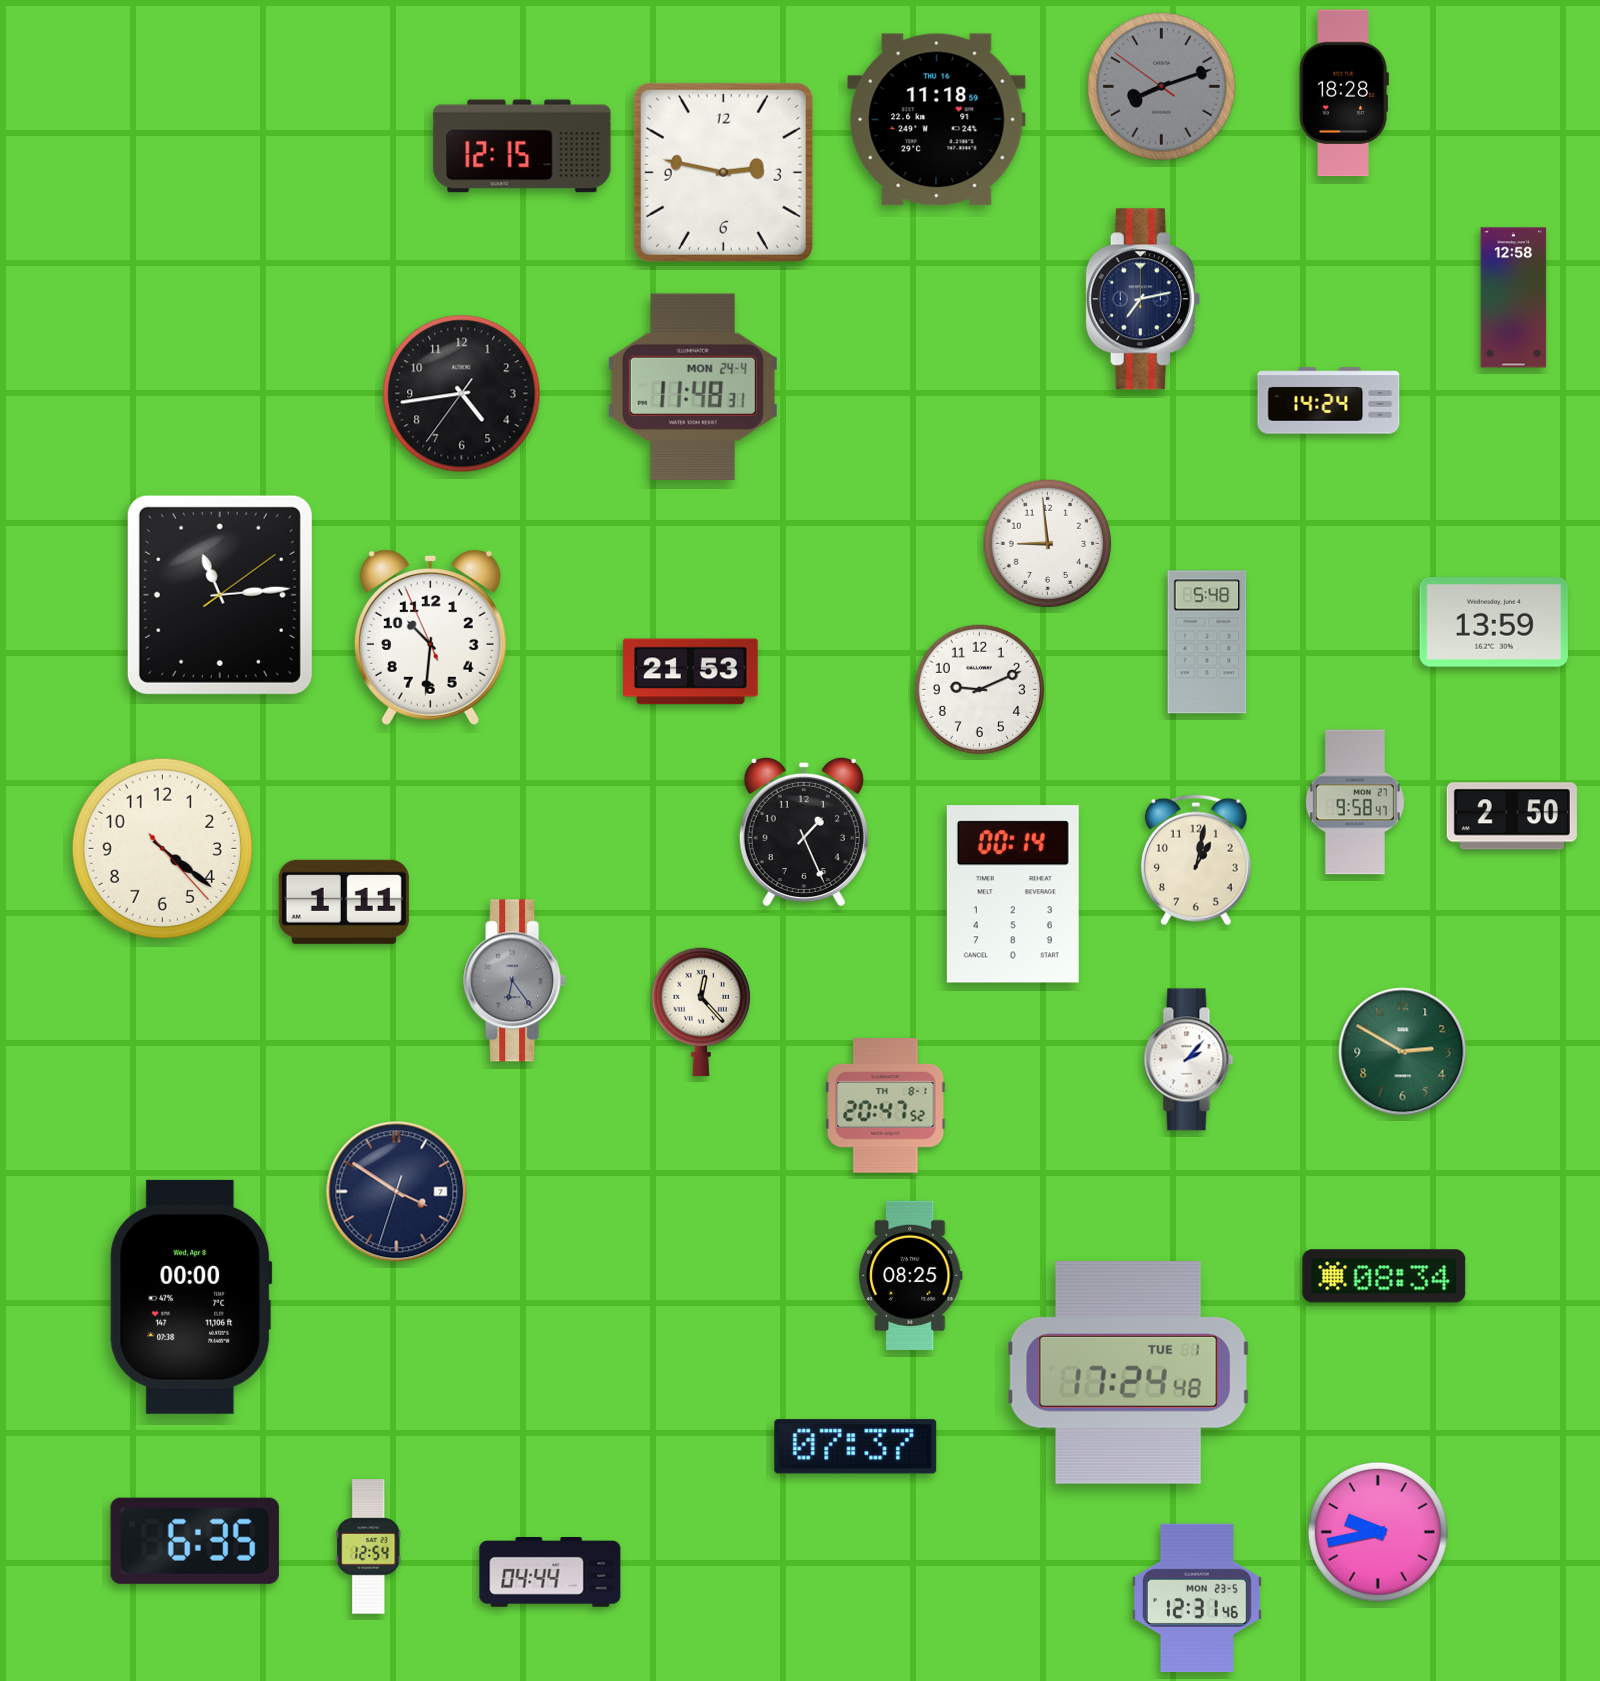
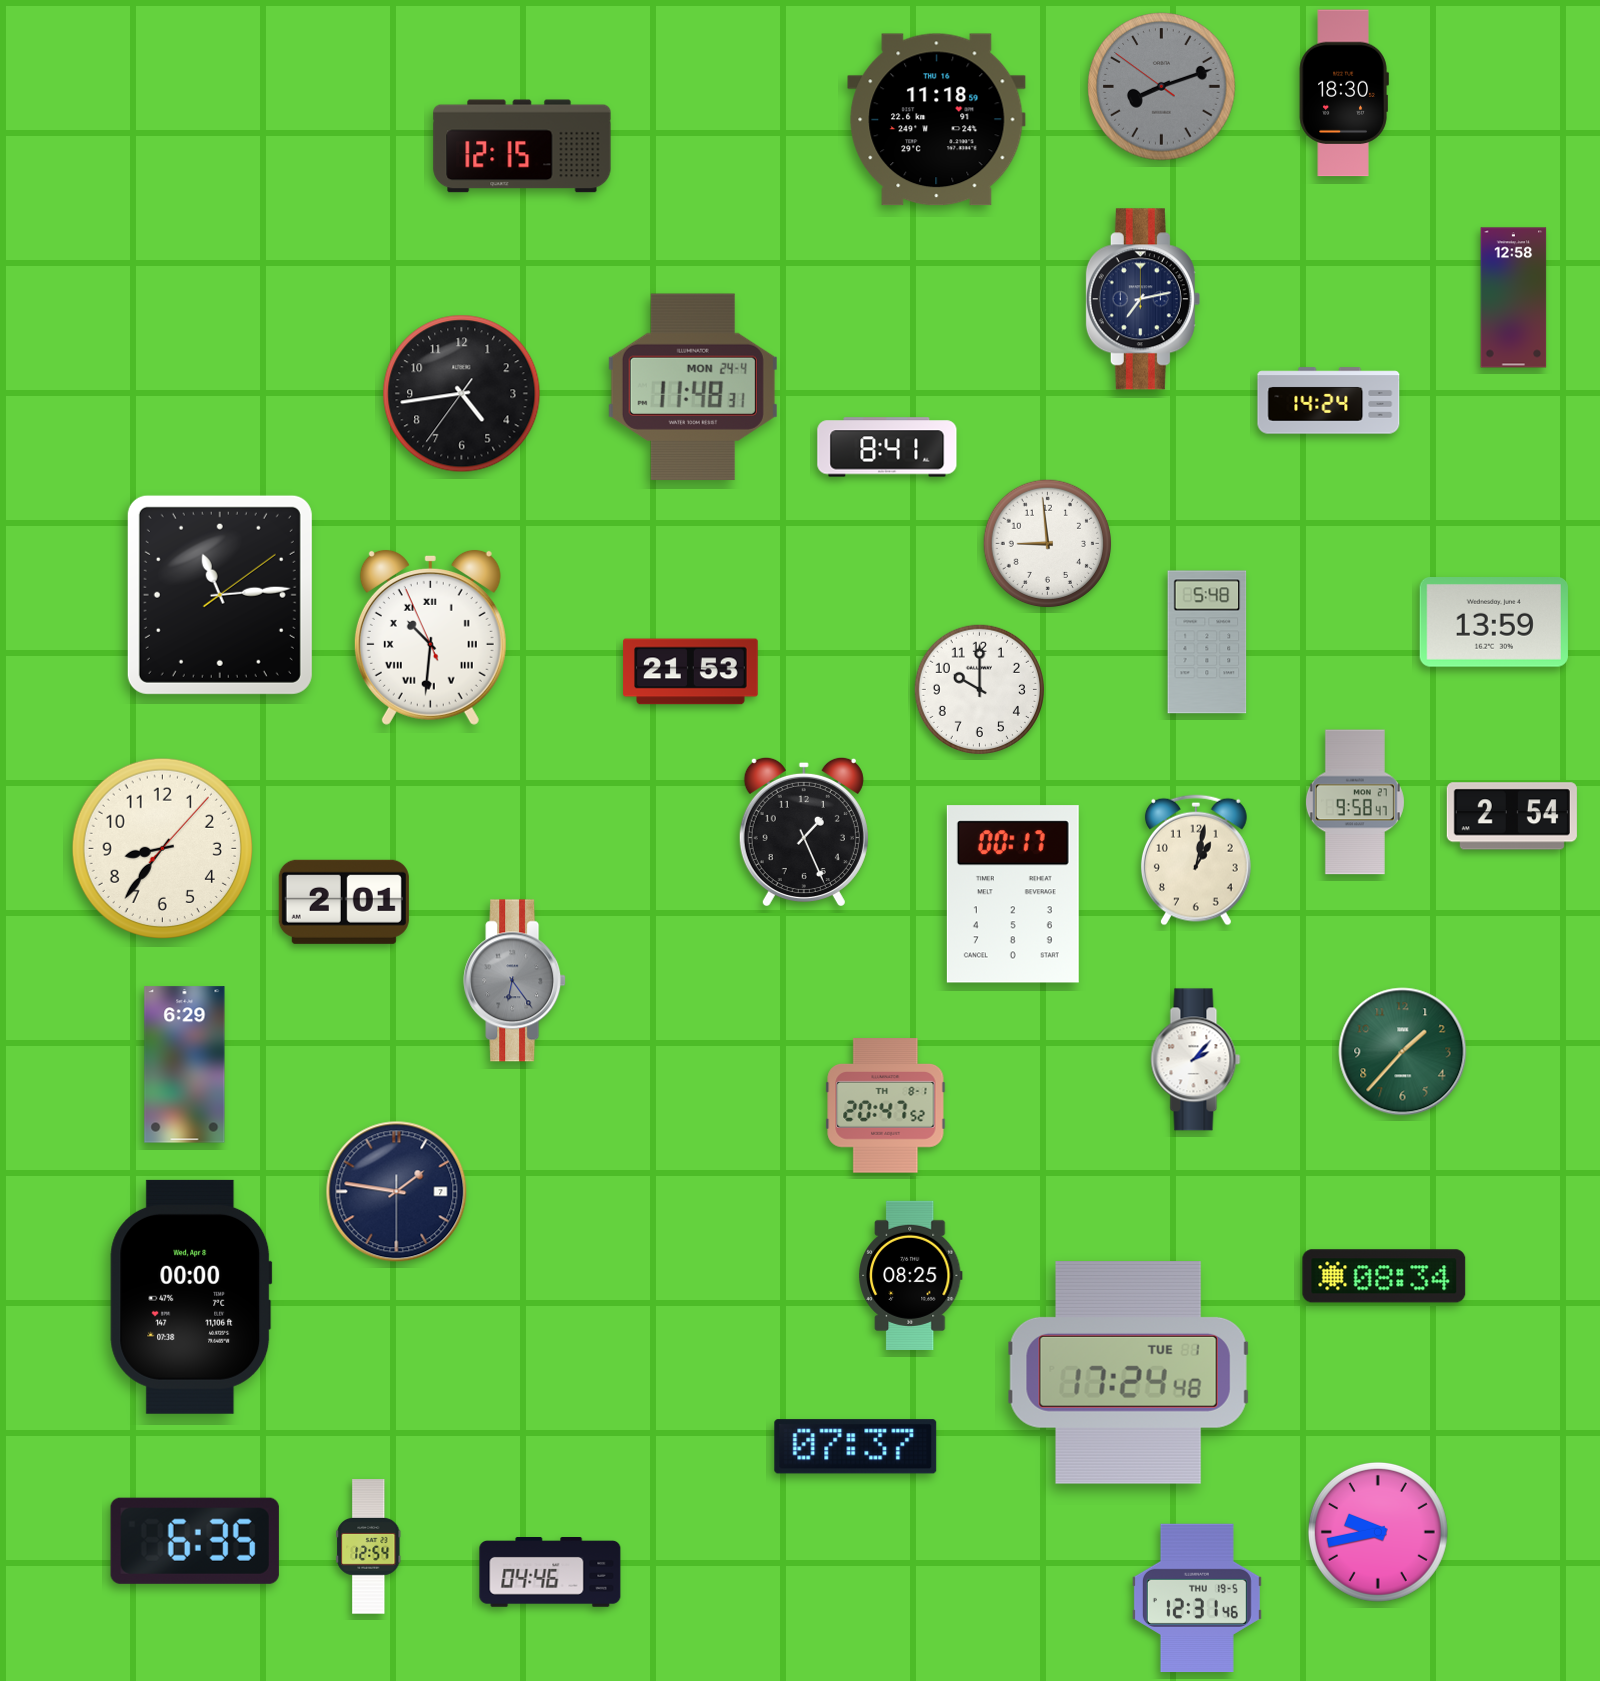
clock at (1344, 93): 18:28 -> 18:30
clock at (723, 172): 2:47 -> none
clock at (887, 447): none -> 8:41
clock at (430, 637) numerals: Arabic -> Roman
clock at (979, 689): 9:11 -> 10:00
clock at (1512, 816): 2:50 -> 2:54
clock at (162, 848): 4:21 -> 8:36
clock at (1013, 894): 00:14 -> 00:17
clock at (344, 902): 1:11 -> 2:01
clock at (701, 1011): 12:23 -> none
clock at (1403, 1052): 2:50 -> 1:37
clock at (1189, 1060) position: (1189, 1060) -> (1196, 1060)
clock at (185, 1065): none -> 6:29
clock at (397, 1192): 3:50 -> 1:46
clock at (550, 1573): 04:44 -> 04:46
clock at (1197, 1597) date: MON 23-5 -> THU 19-5
